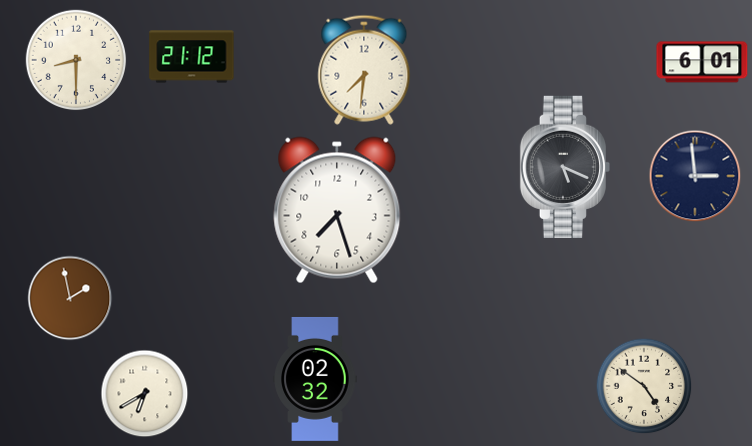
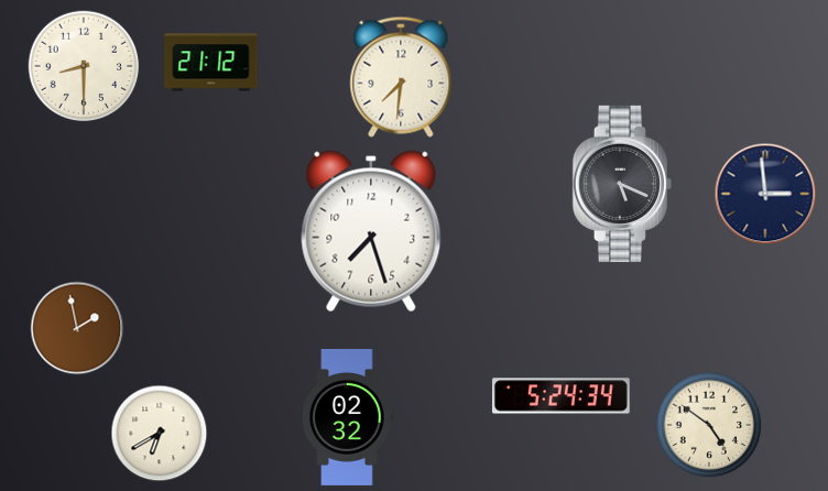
clock at (702, 62): 6:01 -> none
clock at (560, 396): none -> 5:24
